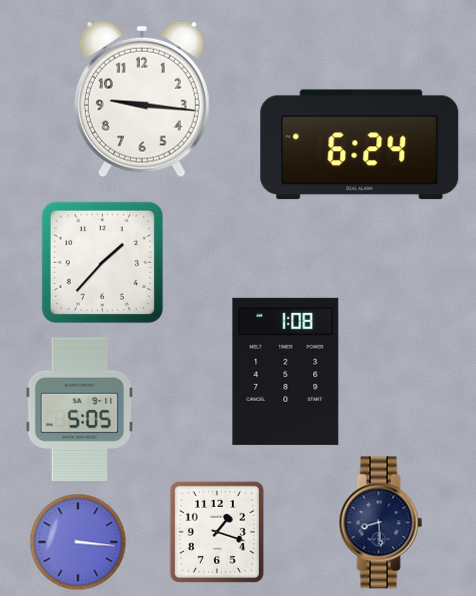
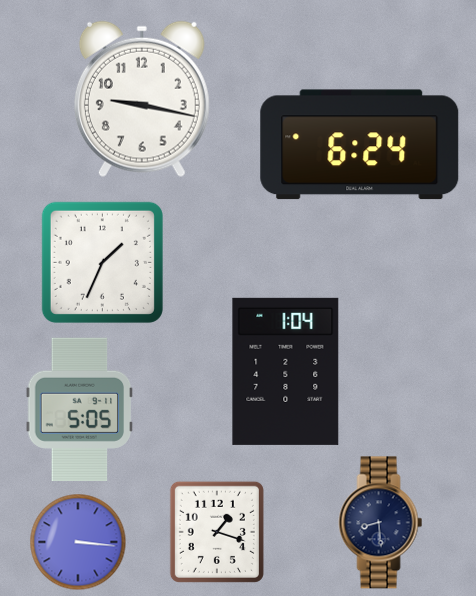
clock at (142, 99): 9:16 -> 9:17
clock at (102, 262): 1:37 -> 1:34
clock at (286, 371): 1:08 -> 1:04
